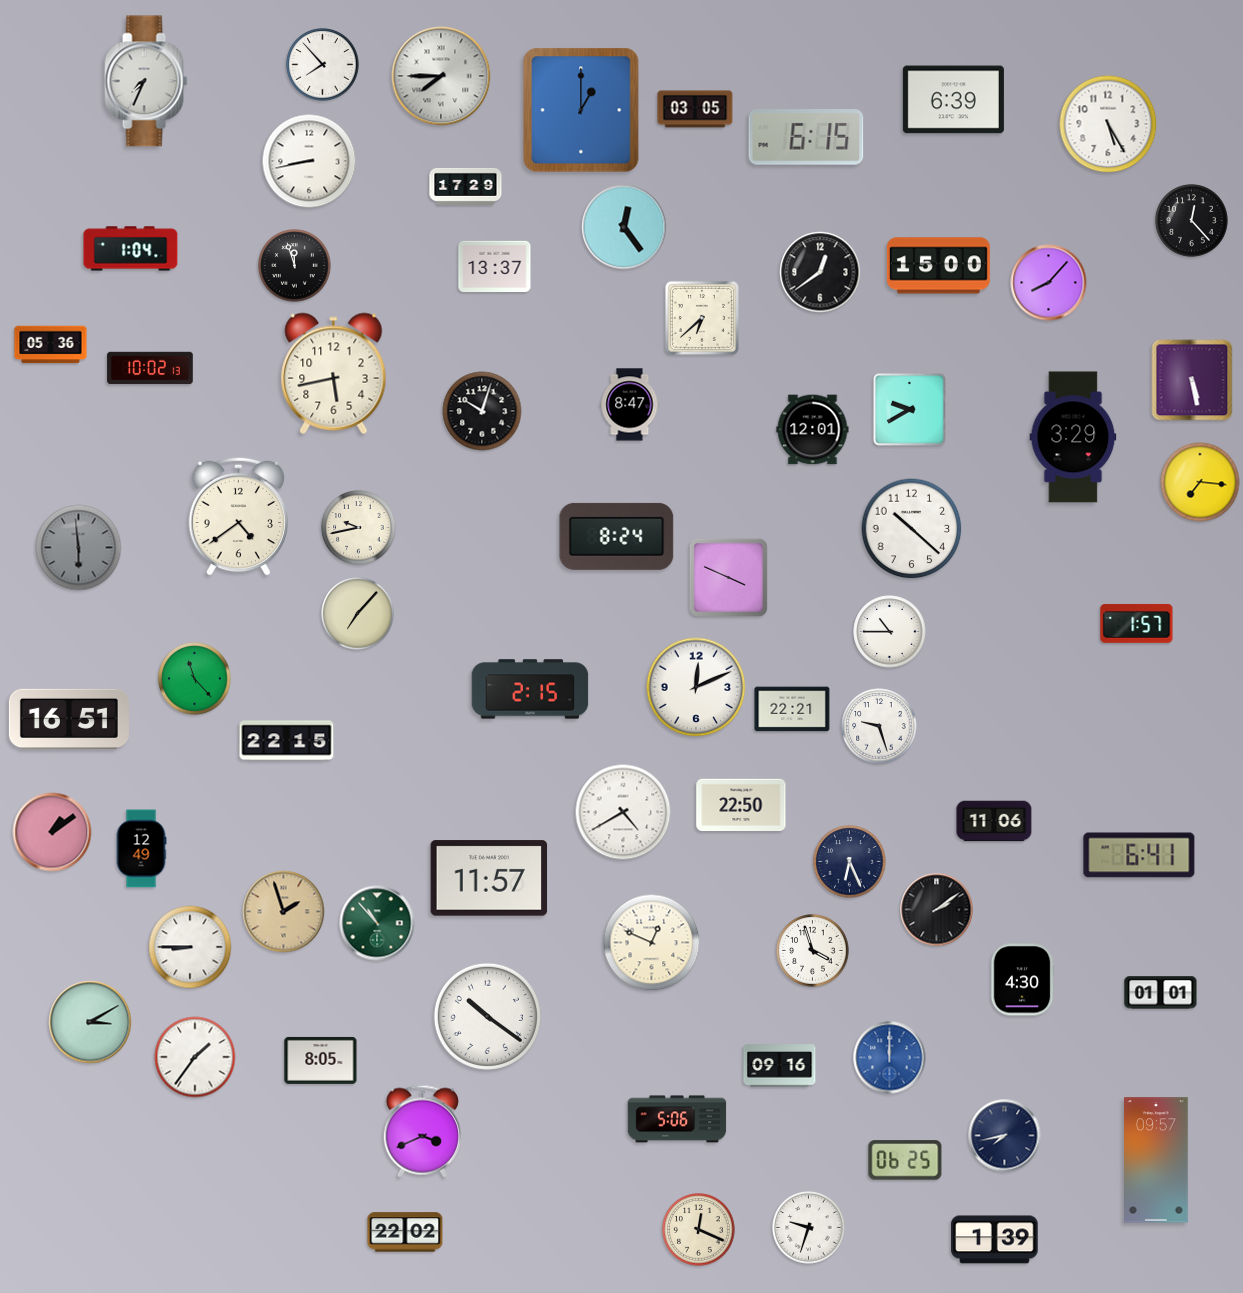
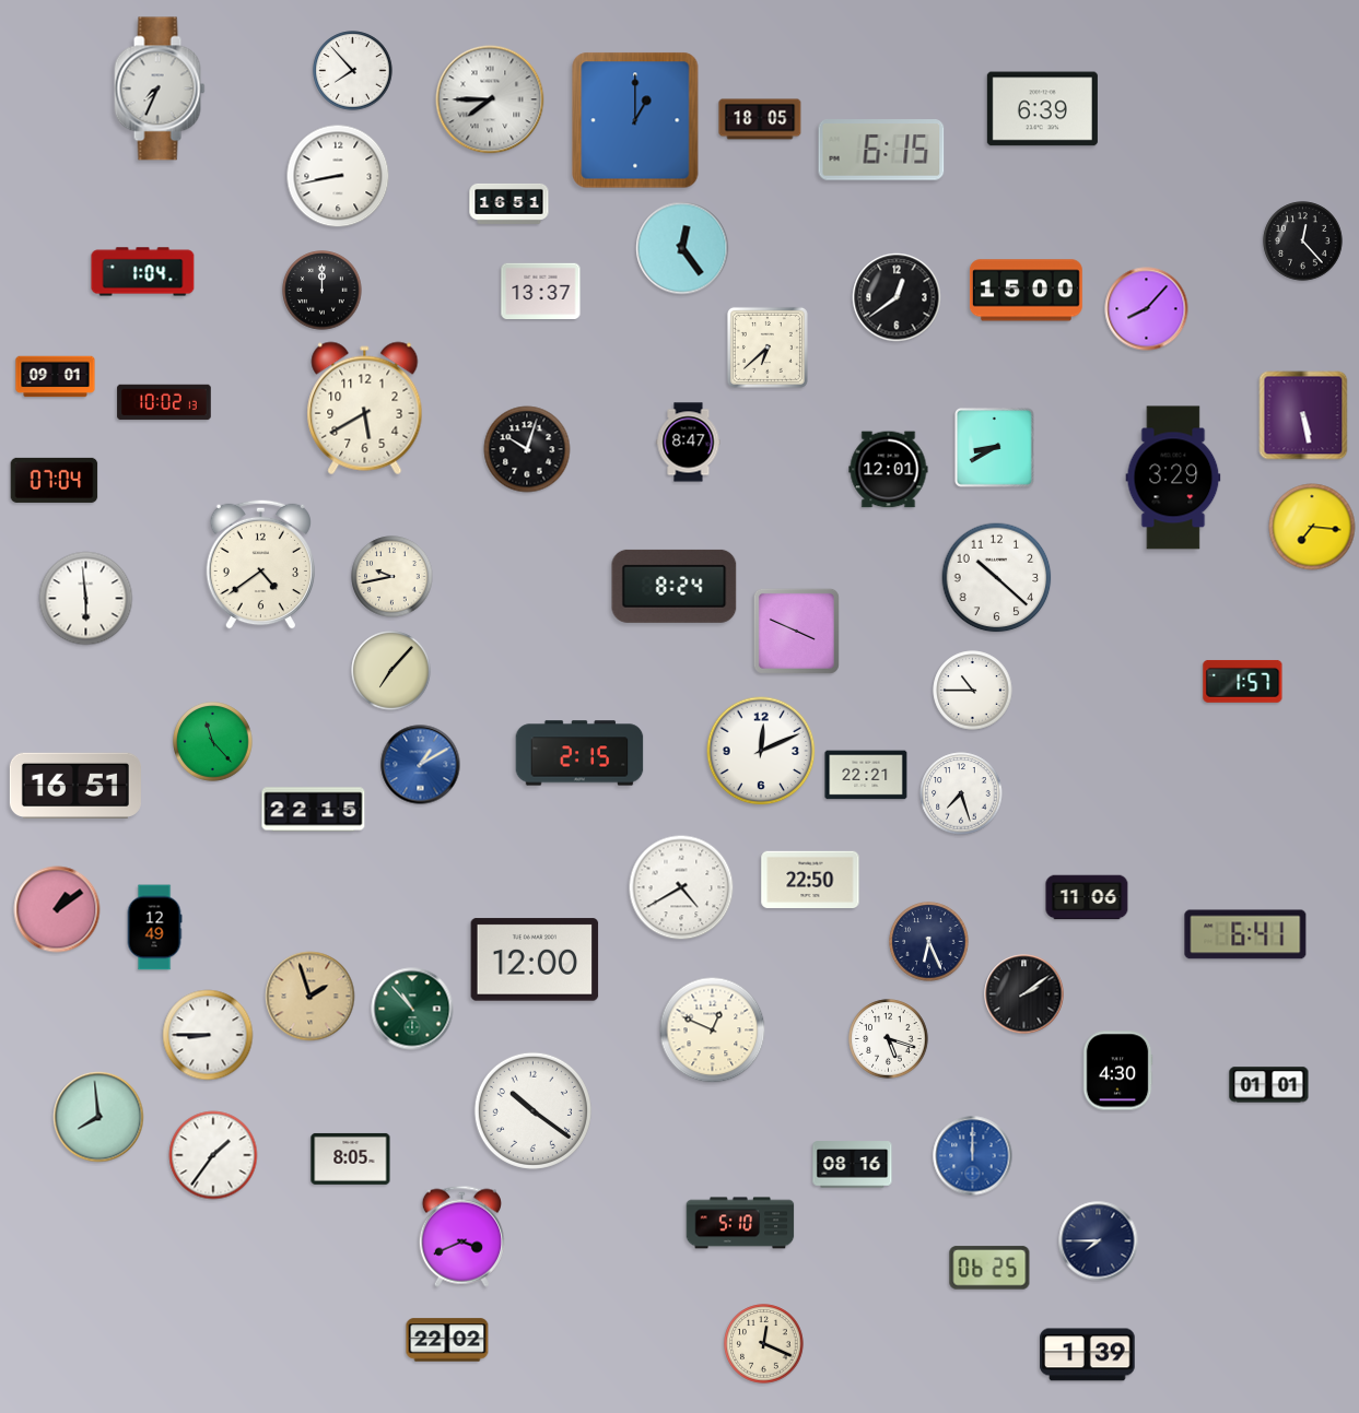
clock at (441, 76) position: (441, 76) -> (490, 99)
clock at (695, 109): 03:05 -> 18:05
clock at (1108, 124): 5:25 -> none
clock at (466, 186): 17:29 -> 16:51
clock at (295, 266): 11:57 -> 12:00
clock at (51, 345): 05:36 -> 09:01
clock at (334, 374): 5:43 -> 5:40
clock at (909, 409): 9:40 -> 8:40
clock at (55, 480): none -> 07:04
clock at (79, 548) dial: grey -> white
clock at (421, 765): none -> 1:10
clock at (879, 726): 9:27 -> 7:27
clock at (489, 878): 11:57 -> 12:00
clock at (813, 951): 3:57 -> 5:18
clock at (90, 1022): 3:10 -> 7:59
clock at (780, 1066): 09:16 -> 08:16
clock at (677, 1119): 5:06 -> 5:10
clock at (1005, 1136): 7:43 -> 7:45
clock at (1157, 1160): 09:57 -> none
clock at (809, 1228): 9:33 -> none
clock at (405, 1232) position: (405, 1232) -> (447, 1340)
